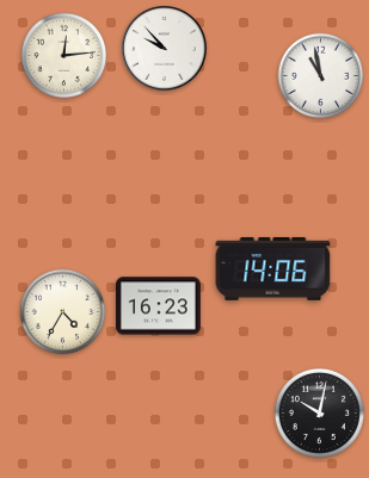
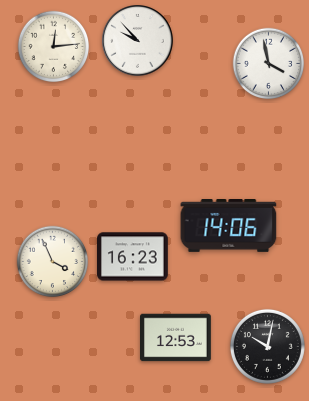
clock at (321, 76): 10:58 -> 3:58
clock at (63, 312): 4:35 -> 3:56
clock at (176, 338): none -> 12:53
